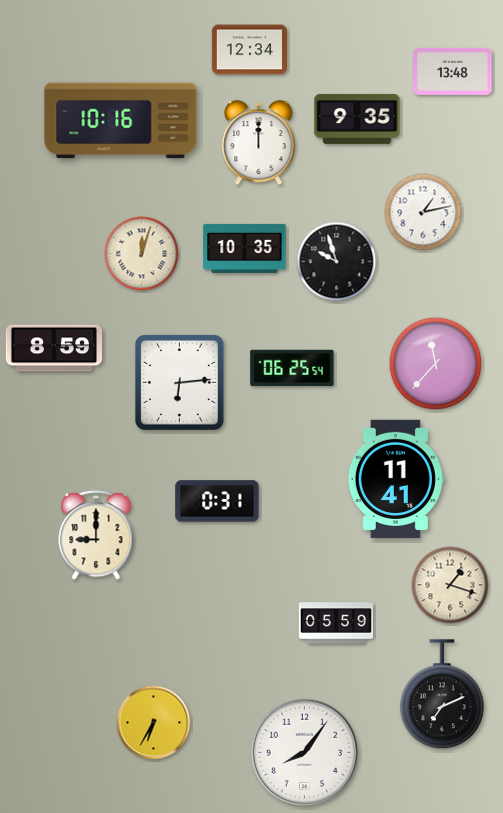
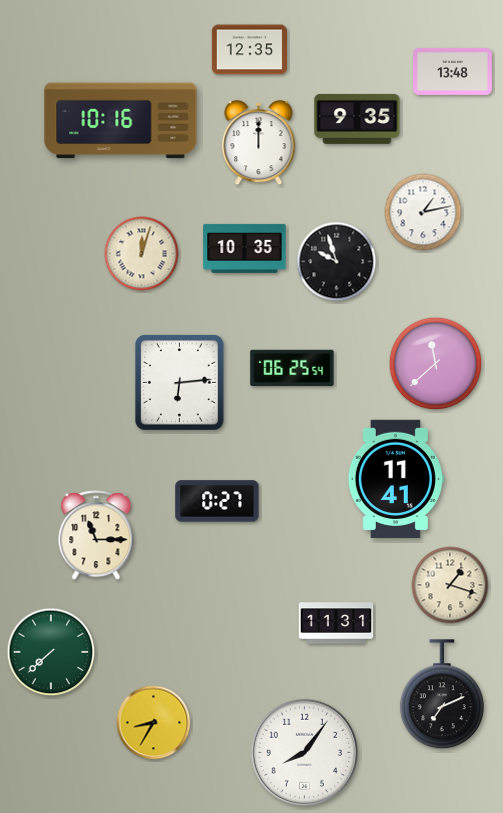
clock at (249, 50): 12:34 -> 12:35
clock at (54, 348): 8:59 -> none
clock at (436, 364): 11:37 -> 11:38
clock at (217, 501): 0:31 -> 0:27
clock at (96, 536): 9:00 -> 11:15
clock at (336, 623): 05:59 -> 11:31
clock at (51, 652): none -> 7:38
clock at (154, 723): 6:35 -> 8:35
